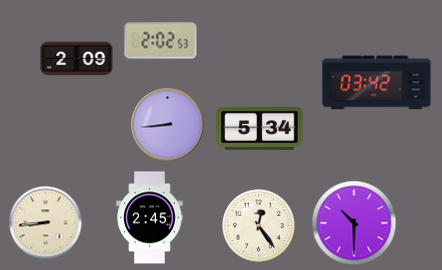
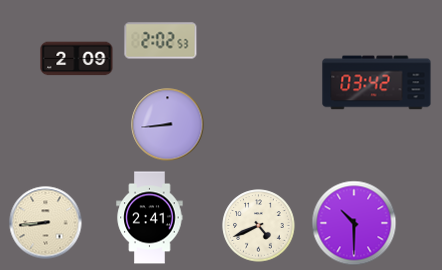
clock at (260, 129): 5:34 -> none
clock at (150, 218): 2:45 -> 2:41
clock at (259, 226): 12:24 -> 4:41
